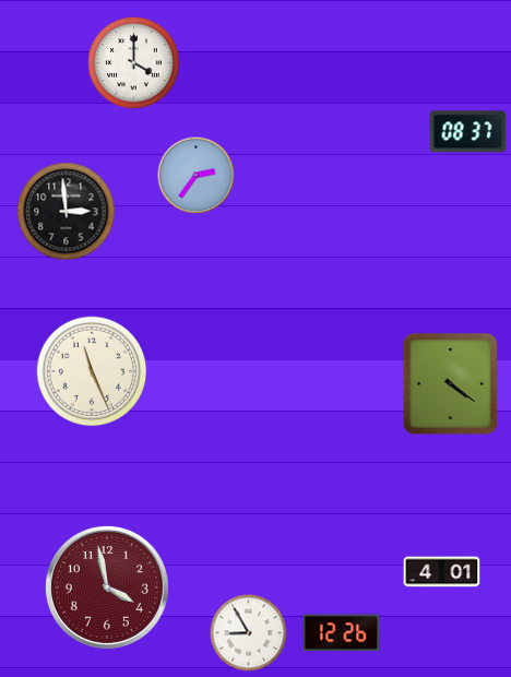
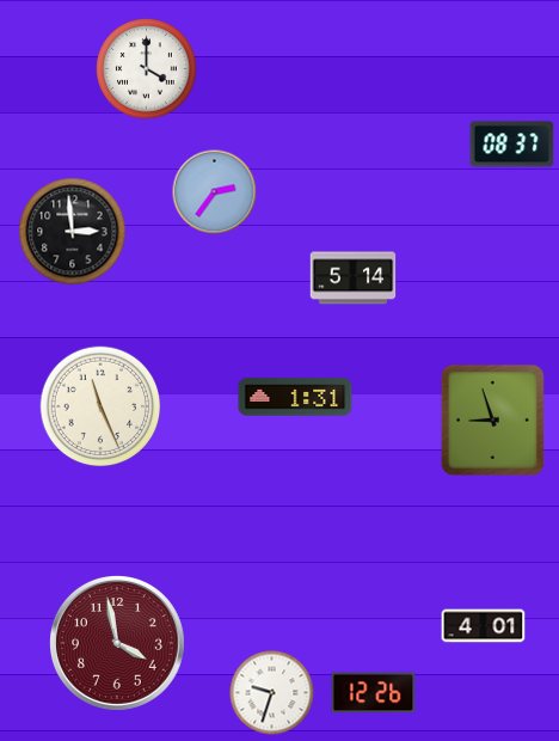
clock at (354, 278): none -> 5:14
clock at (295, 397): none -> 1:31
clock at (450, 383): 4:21 -> 8:57
clock at (249, 633): 8:55 -> 9:33
